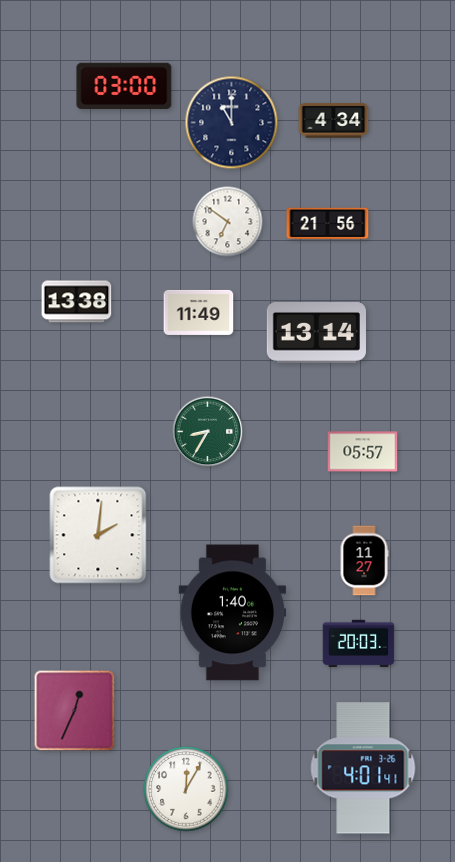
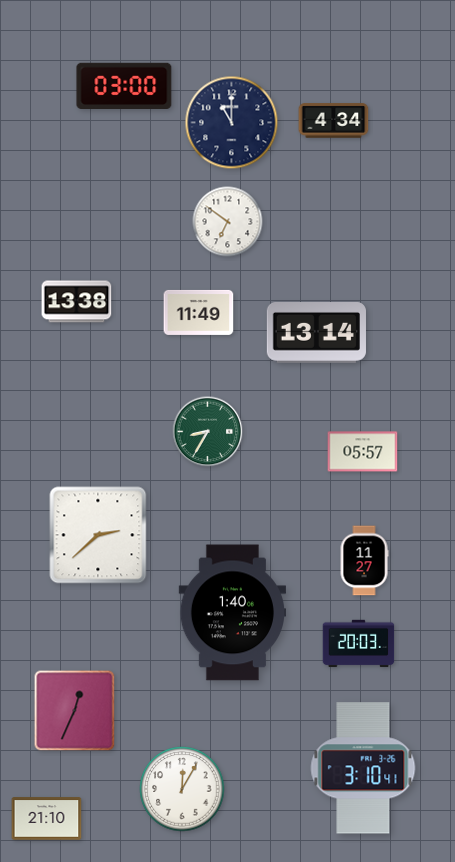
clock at (328, 224): 21:56 -> none
clock at (98, 535): 2:01 -> 2:38
clock at (363, 768): 4:01 -> 3:10
clock at (186, 789) position: (186, 789) -> (182, 789)
clock at (47, 819): none -> 21:10
